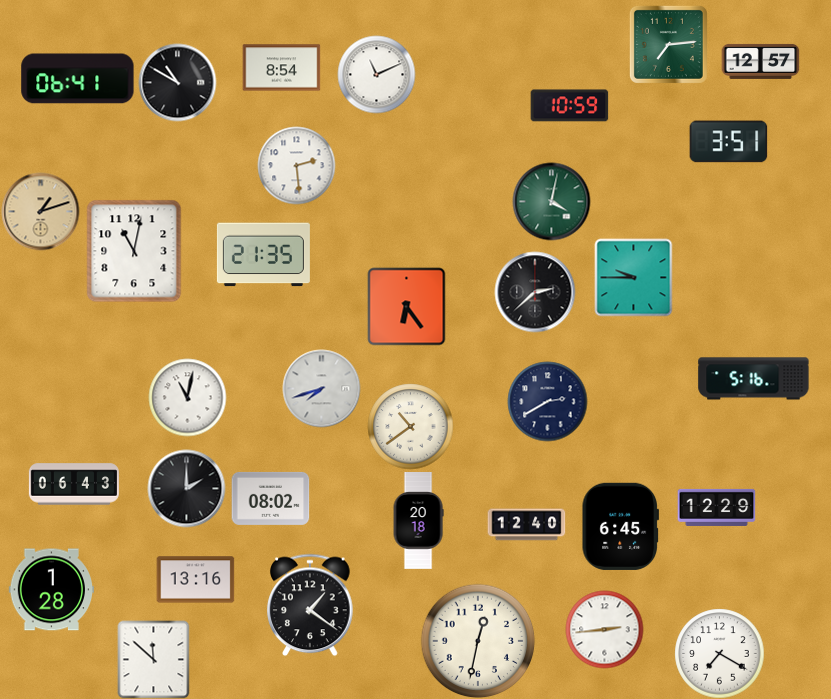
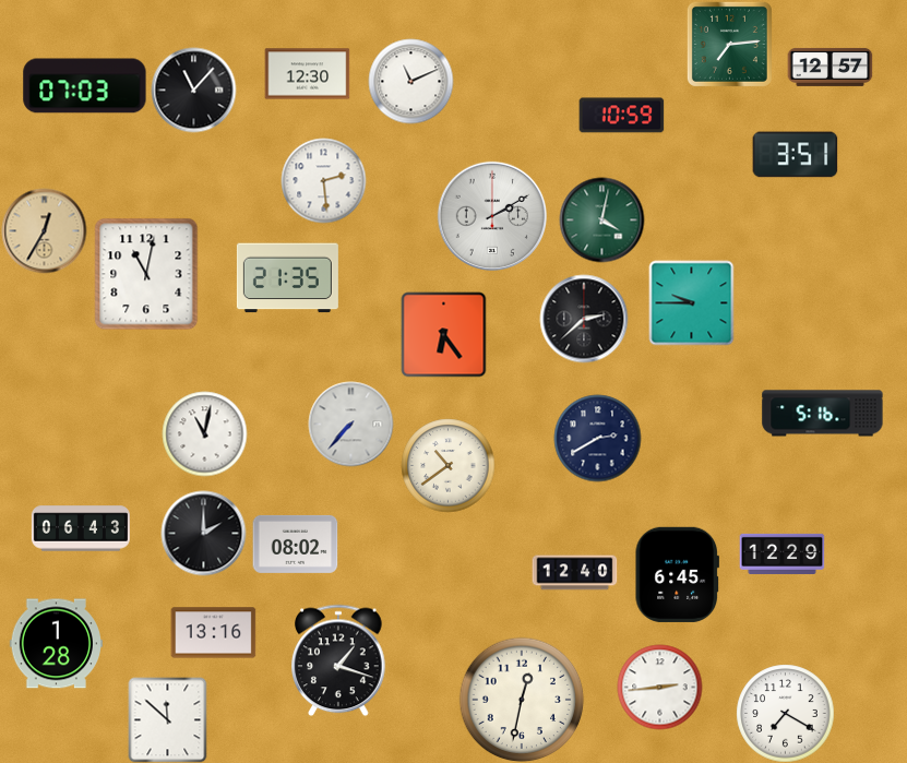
clock at (668, 44) position: (668, 44) -> (729, 44)
clock at (281, 68): 8:54 -> 12:30
clock at (78, 79): 06:41 -> 07:03
clock at (177, 82): 10:50 -> 11:07
clock at (491, 215): none -> 2:10
clock at (40, 211): 1:12 -> 12:35
clock at (321, 388): 7:42 -> 7:37
clock at (418, 521): 20:18 -> none
clock at (310, 605): 1:21 -> 1:18
